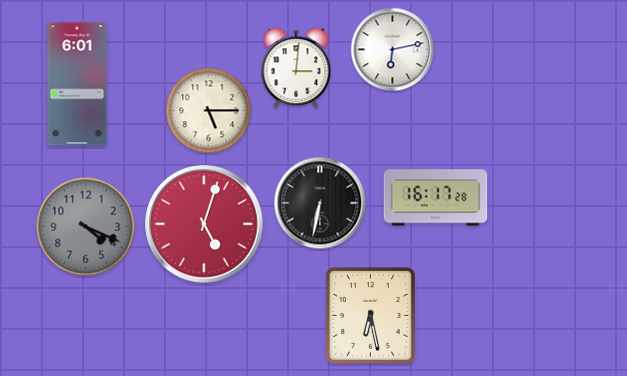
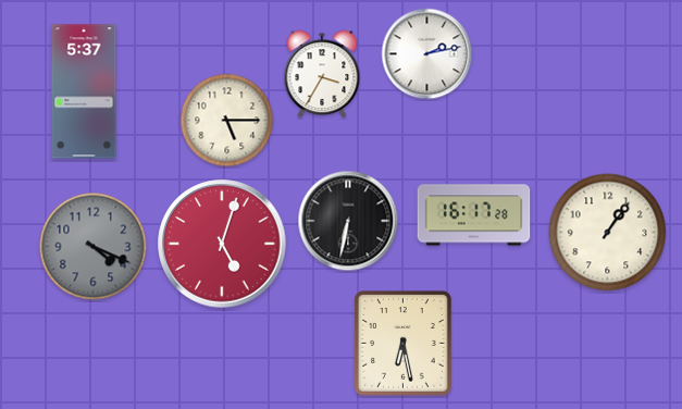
clock at (393, 50): 6:13 -> 2:13
clock at (296, 68): 3:01 -> 3:35
clock at (77, 84): 6:01 -> 5:37
clock at (608, 233): none -> 1:06
